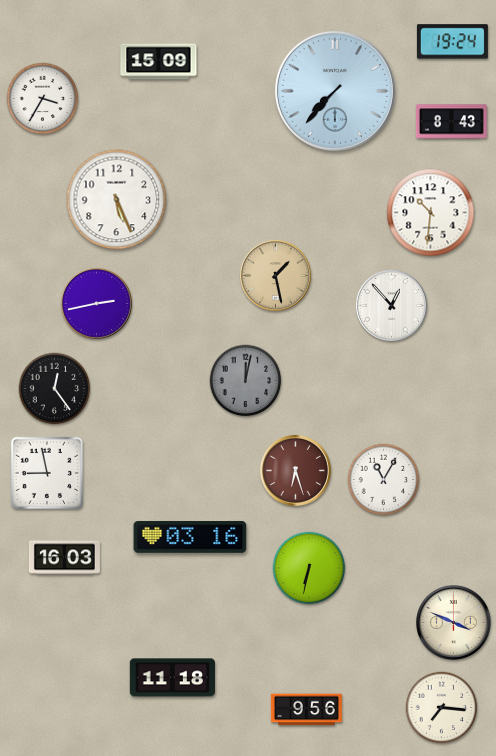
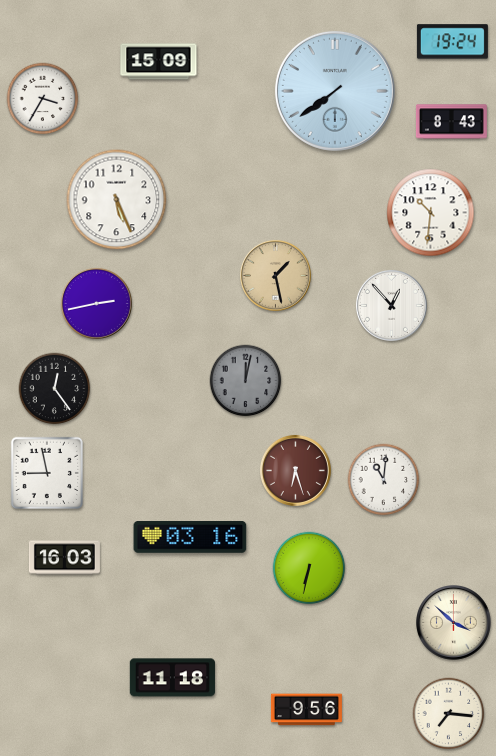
clock at (335, 91): 7:37 -> 7:39
clock at (384, 480): 11:05 -> 11:01
clock at (454, 623): 3:49 -> 3:52
clock at (442, 708) position: (442, 708) -> (449, 714)
